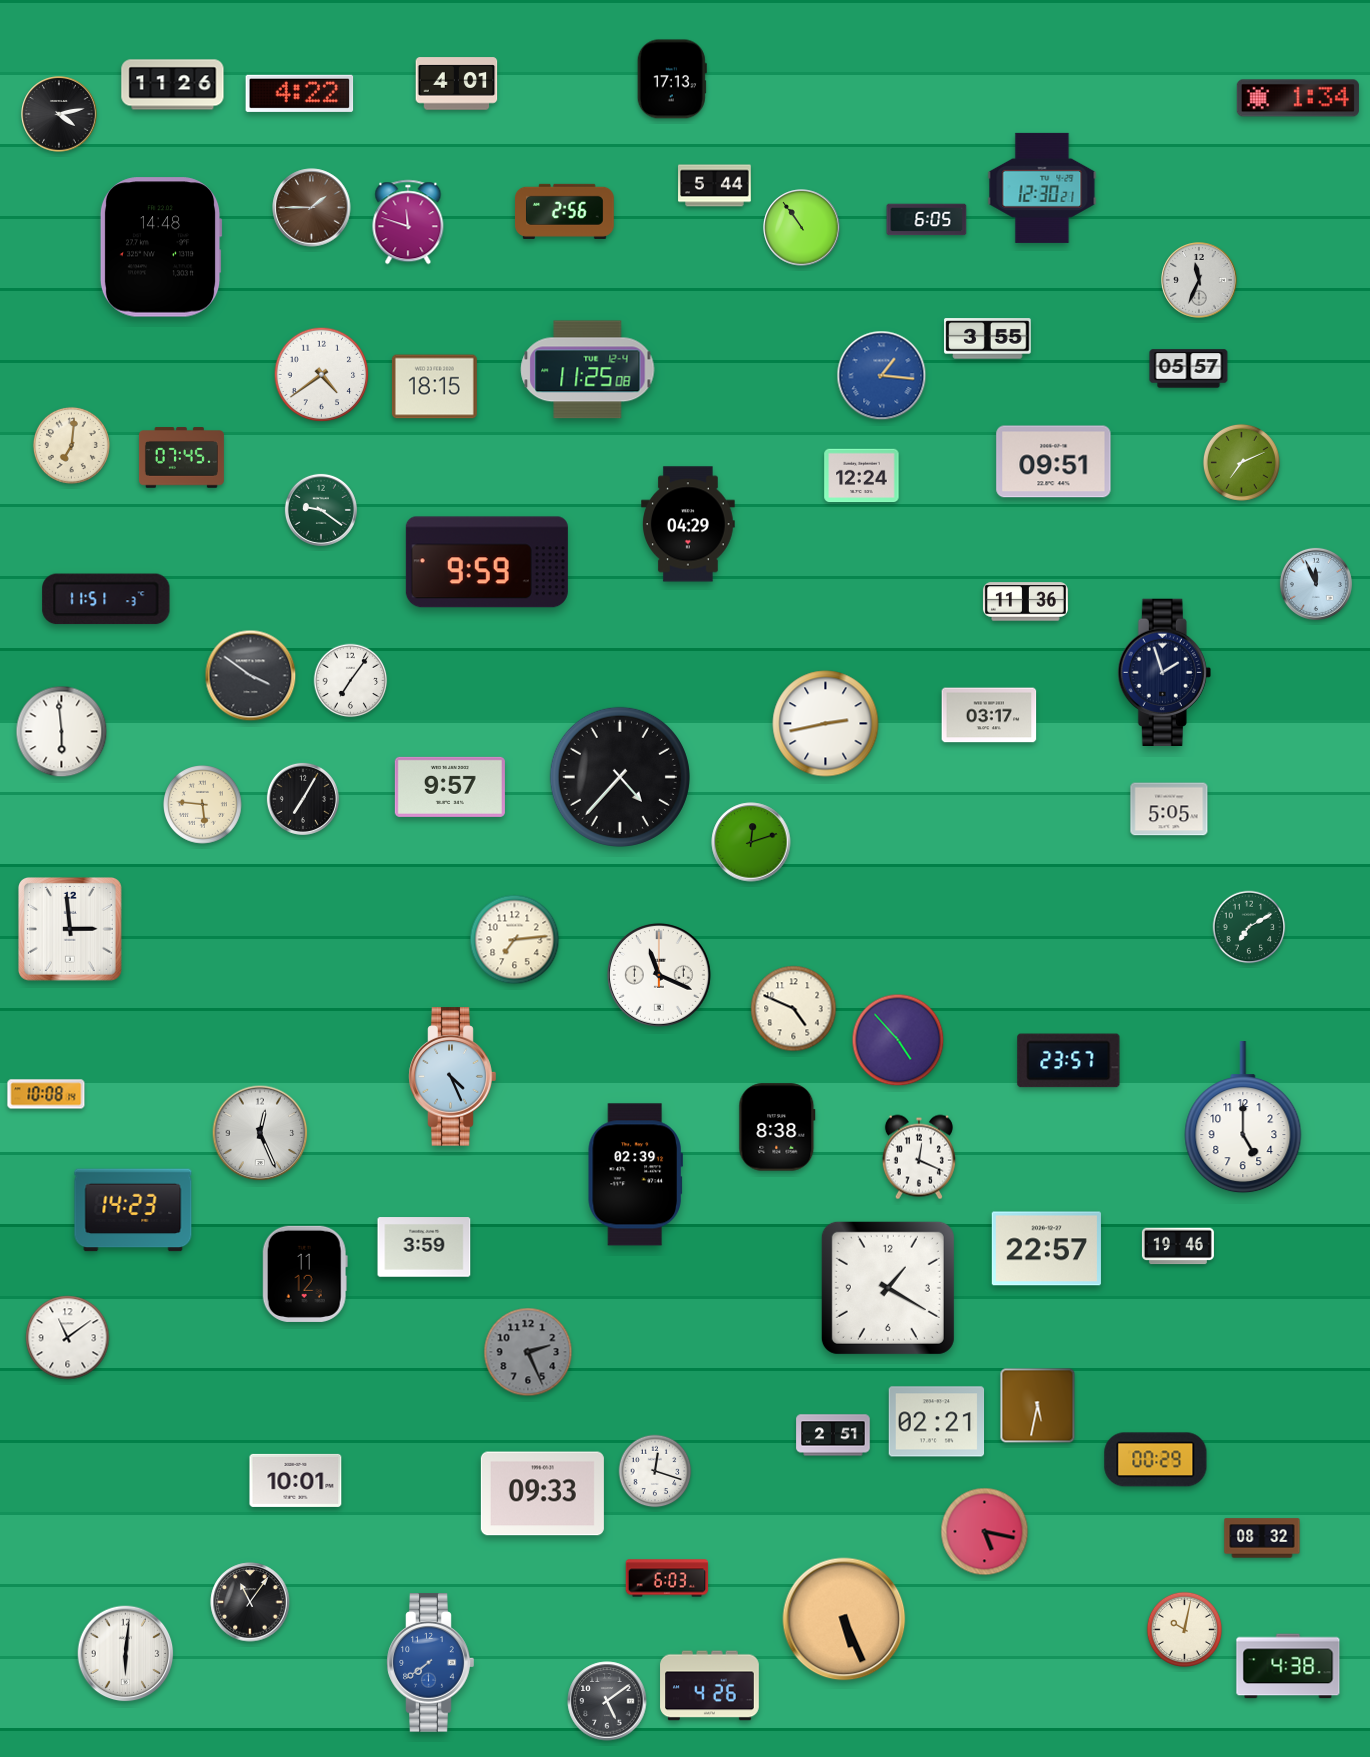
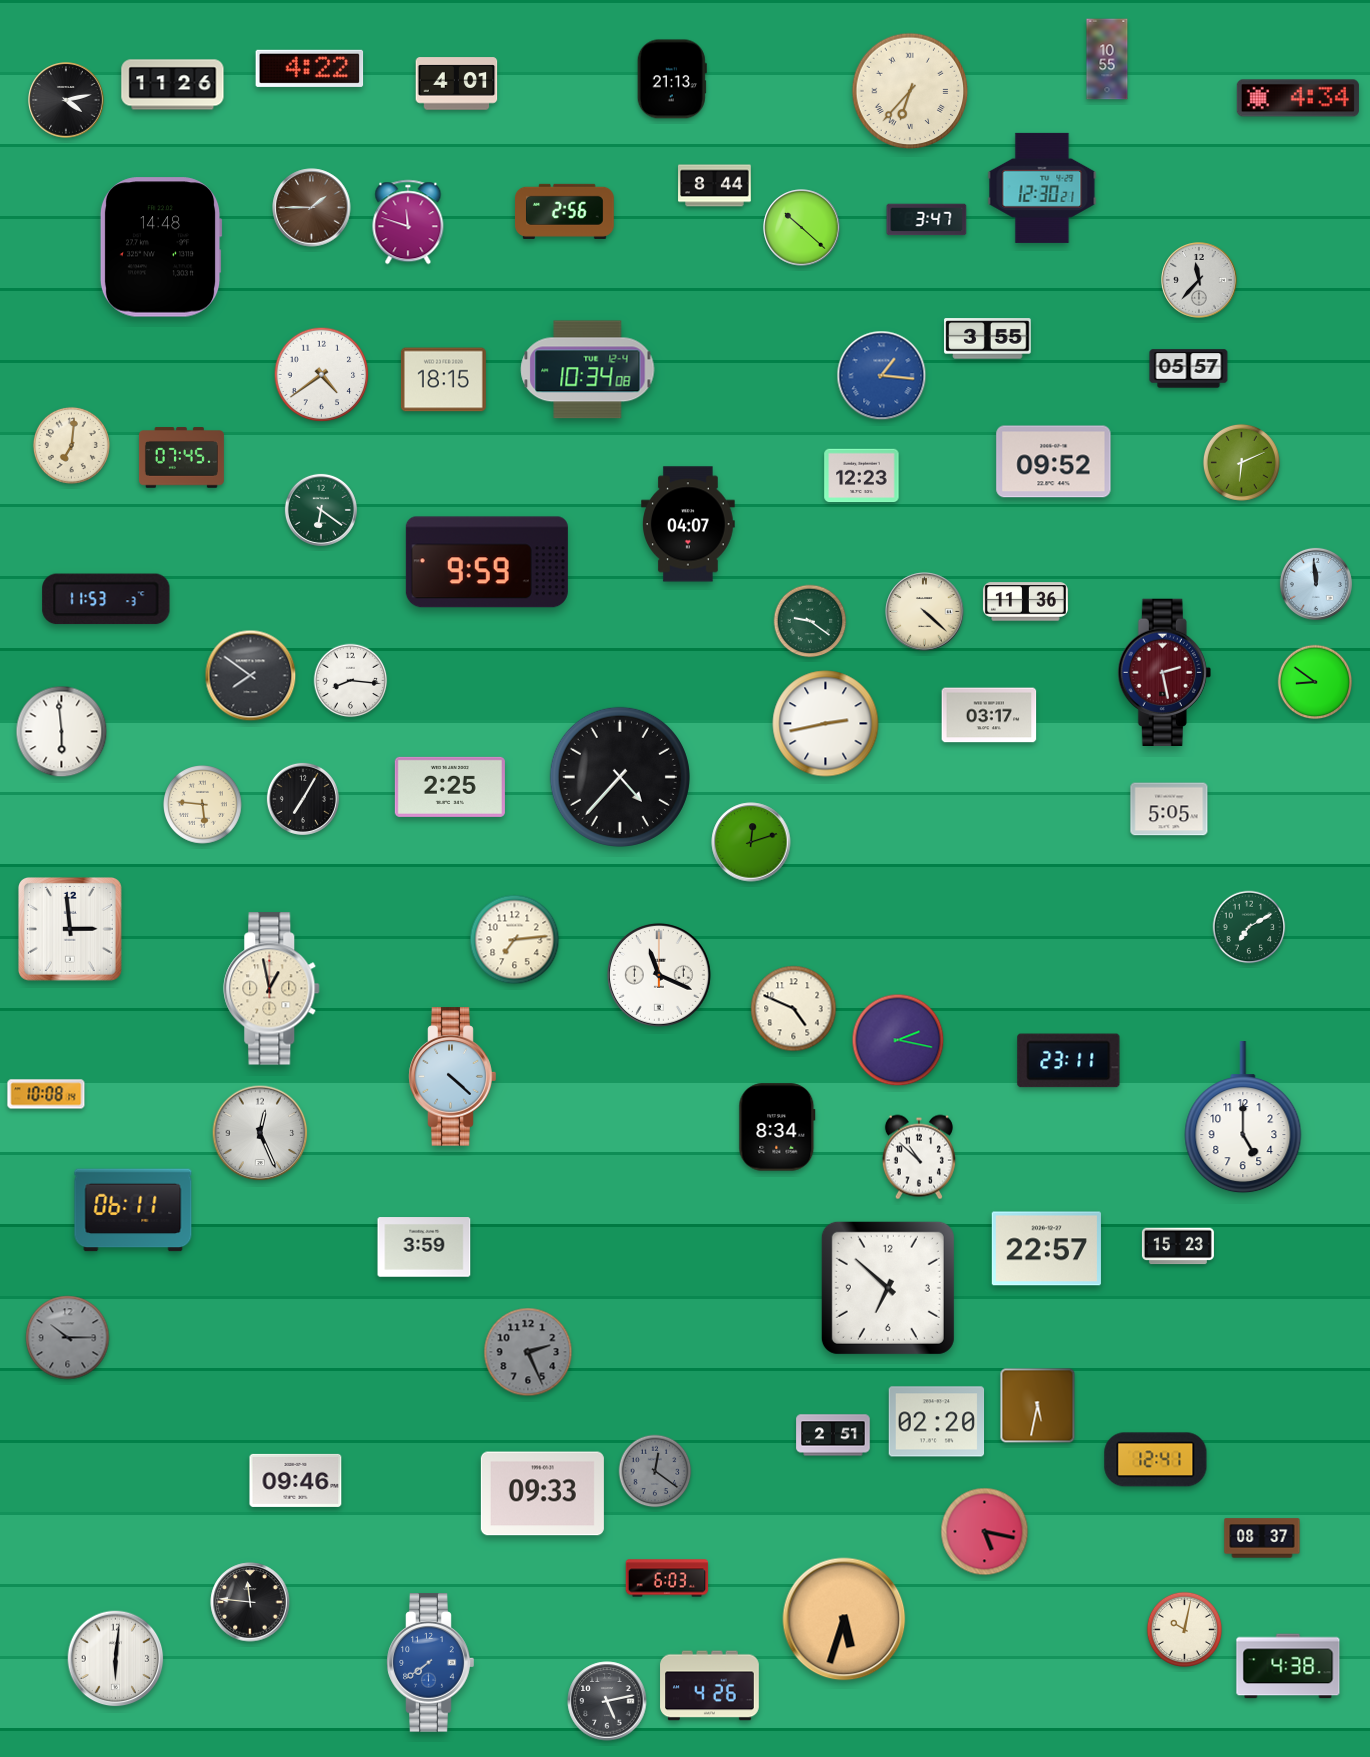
clock at (1107, 59): none -> 10:55
clock at (672, 79): 17:13 -> 21:13
clock at (910, 91): none -> 6:37
clock at (300, 93) position: (300, 93) -> (310, 68)
clock at (1298, 98): 1:34 -> 4:34
clock at (59, 114) position: (59, 114) -> (66, 100)
clock at (715, 186): 5:44 -> 8:44
clock at (927, 220): 6:05 -> 3:47
clock at (802, 228): 10:54 -> 10:22
clock at (1199, 280): 11:34 -> 11:37
clock at (588, 370): 11:25 -> 10:34
clock at (434, 387) position: (434, 387) -> (443, 380)
clock at (1054, 462): 09:51 -> 09:52
clock at (1241, 462): 7:11 -> 6:11
clock at (862, 476): 12:24 -> 12:23
clock at (321, 510): 9:21 -> 6:21
clock at (689, 524): 04:29 -> 04:07
clock at (1316, 584): 11:56 -> 11:59
clock at (106, 599): 11:51 -> 11:53
clock at (925, 612): none -> 4:22
clock at (810, 621): none -> 9:21
clock at (1164, 672): 1:57 -> 2:28
clock at (1164, 672) dial: navy -> burgundy
clock at (251, 676): 3:51 -> 7:51
clock at (351, 681): 7:06 -> 8:16
clock at (1315, 682): none -> 8:51
clock at (450, 787): 9:57 -> 2:25
clock at (272, 989): none -> 12:58
clock at (898, 1040): 4:53 -> 2:17
clock at (1069, 1061): 23:57 -> 23:11
clock at (453, 1077): 4:26 -> 4:22
clock at (777, 1127): 8:38 -> 8:34
clock at (919, 1157): 12:19 -> 10:52
clock at (635, 1175): 02:39 -> none
clock at (133, 1210): 14:23 -> 06:11
clock at (1178, 1246): 19:46 -> 15:23
clock at (305, 1274): 11:12 -> none
clock at (888, 1288): 1:20 -> 6:52
clock at (68, 1338): 11:09 -> 10:15
clock at (68, 1338) dial: white -> grey
clock at (937, 1422): 02:21 -> 02:20
clock at (1156, 1460): 00:29 -> 12:41
clock at (655, 1471): 12:18 -> 12:21
clock at (655, 1471) dial: white -> grey
clock at (296, 1480): 10:01 -> 09:46
clock at (1262, 1538): 08:32 -> 08:37
clock at (250, 1602): 11:06 -> 11:46
clock at (844, 1619): 5:26 -> 5:33
clock at (126, 1654) position: (126, 1654) -> (116, 1659)
clock at (607, 1701): 5:09 -> 5:13
